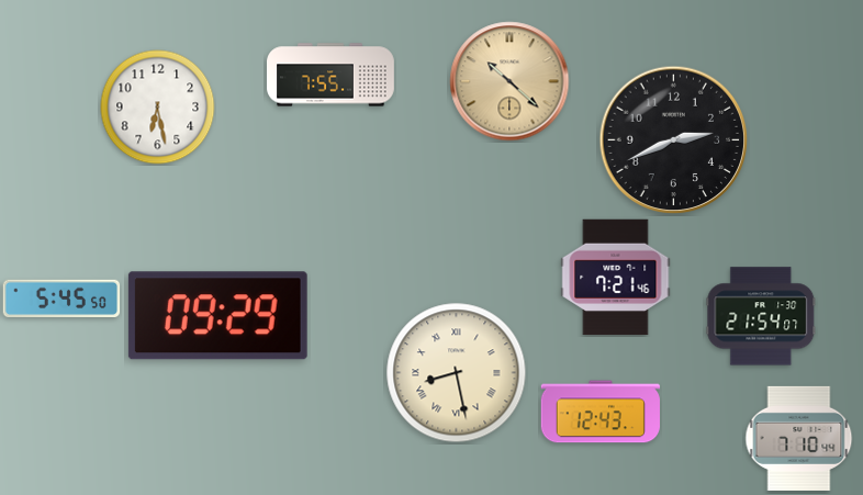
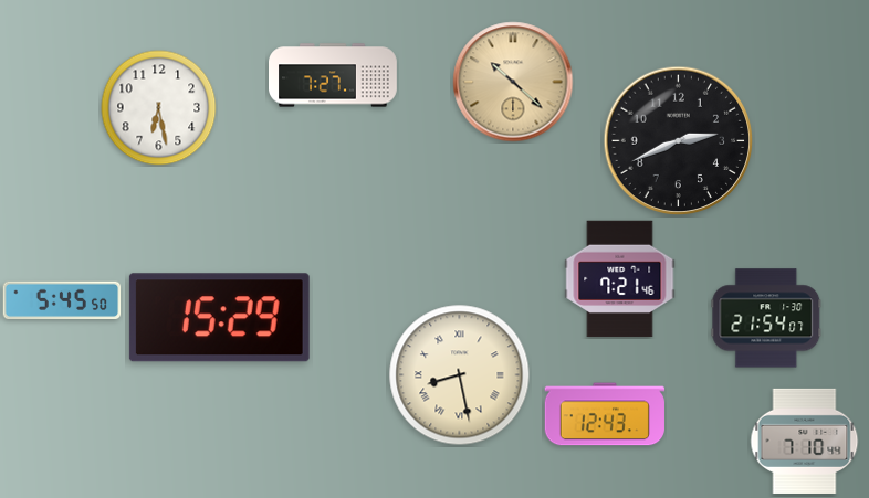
clock at (332, 75): 7:55 -> 7:27
clock at (217, 316): 09:29 -> 15:29
